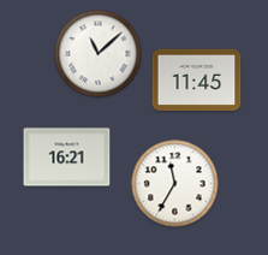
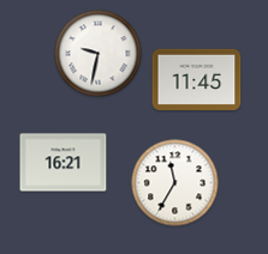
clock at (99, 54): 11:08 -> 9:32
clock at (67, 158) position: (67, 158) -> (64, 163)
